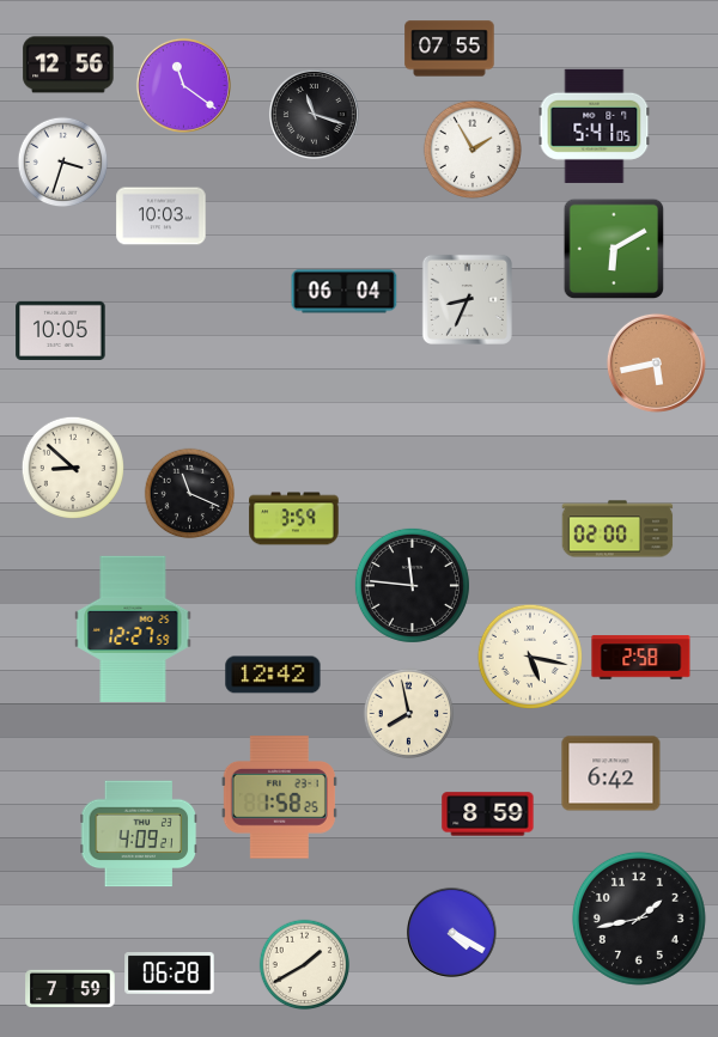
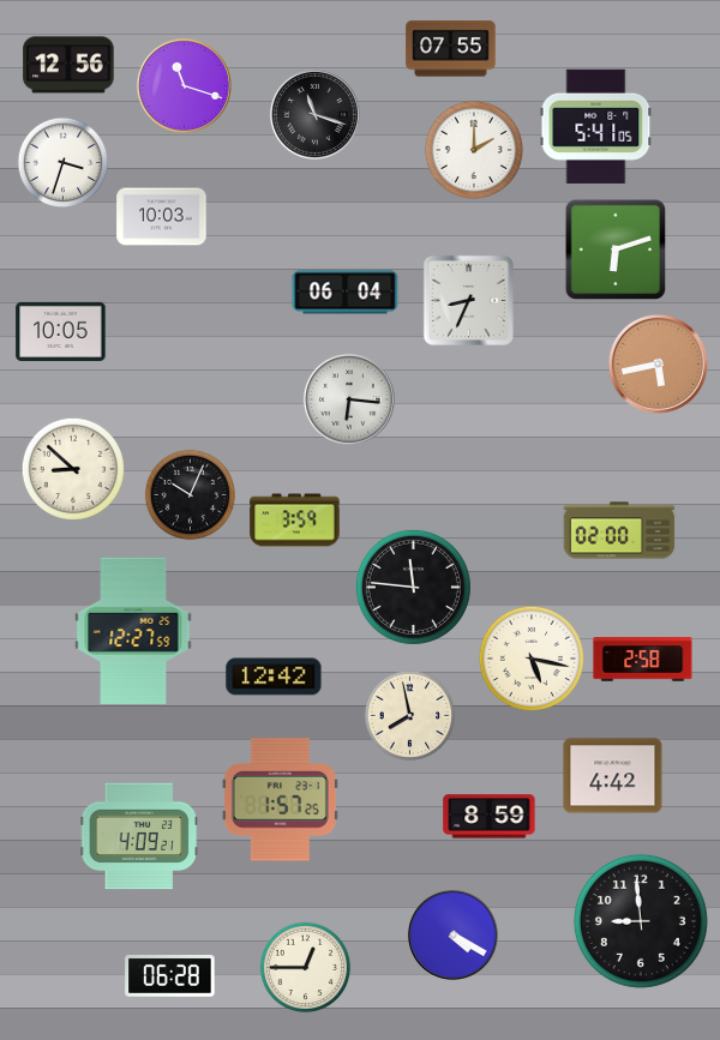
clock at (183, 85): 11:21 -> 11:18
clock at (471, 148): 1:55 -> 2:00
clock at (614, 249): 6:10 -> 6:12
clock at (349, 399): none -> 6:16
clock at (190, 494): 11:19 -> 10:04
clock at (611, 774): 6:42 -> 4:42
clock at (279, 798): 1:58 -> 1:57
clock at (639, 919): 1:43 -> 8:59
clock at (305, 965): 1:40 -> 12:45
clock at (71, 988): 7:59 -> none
